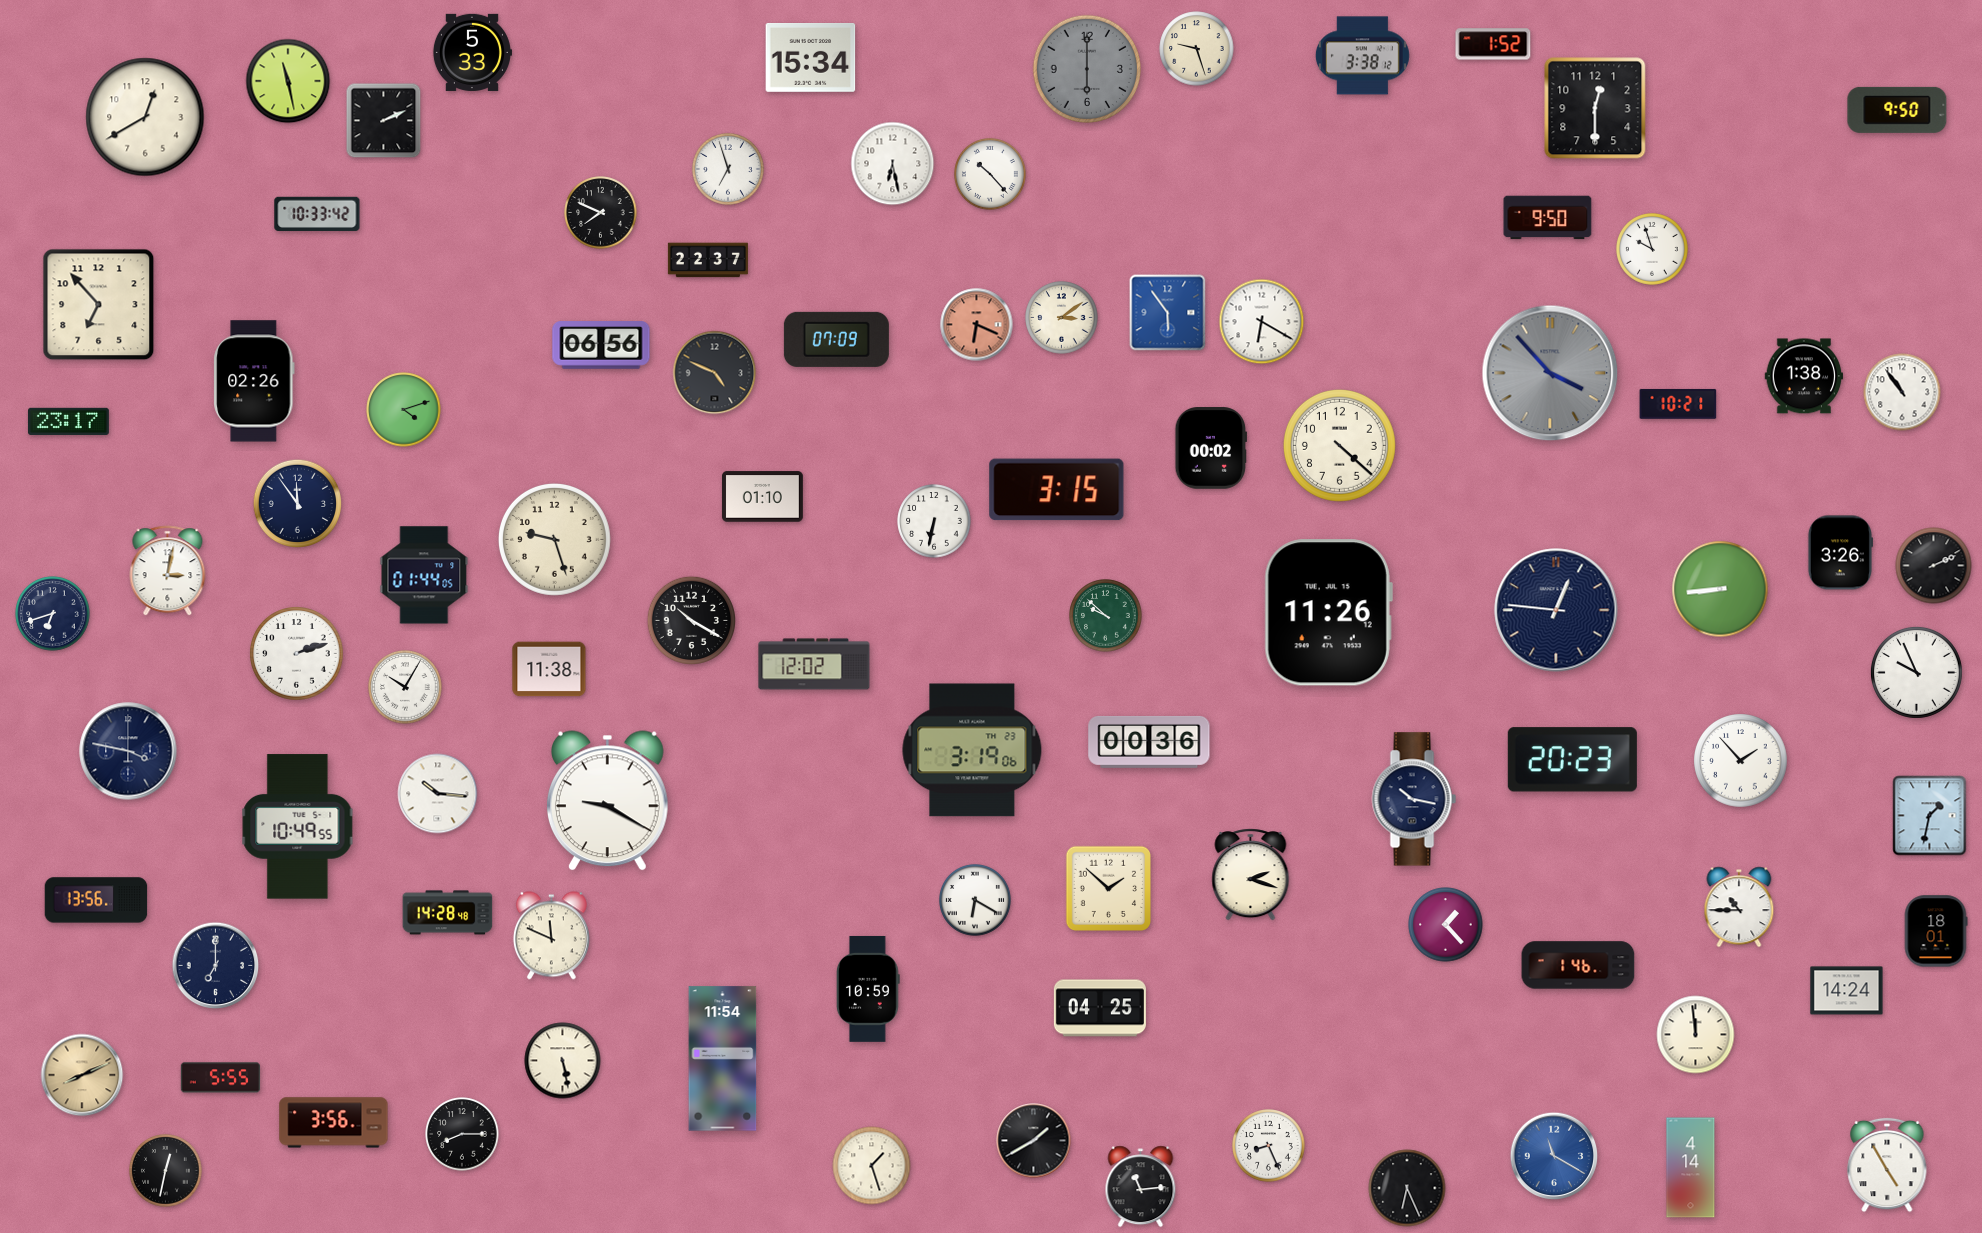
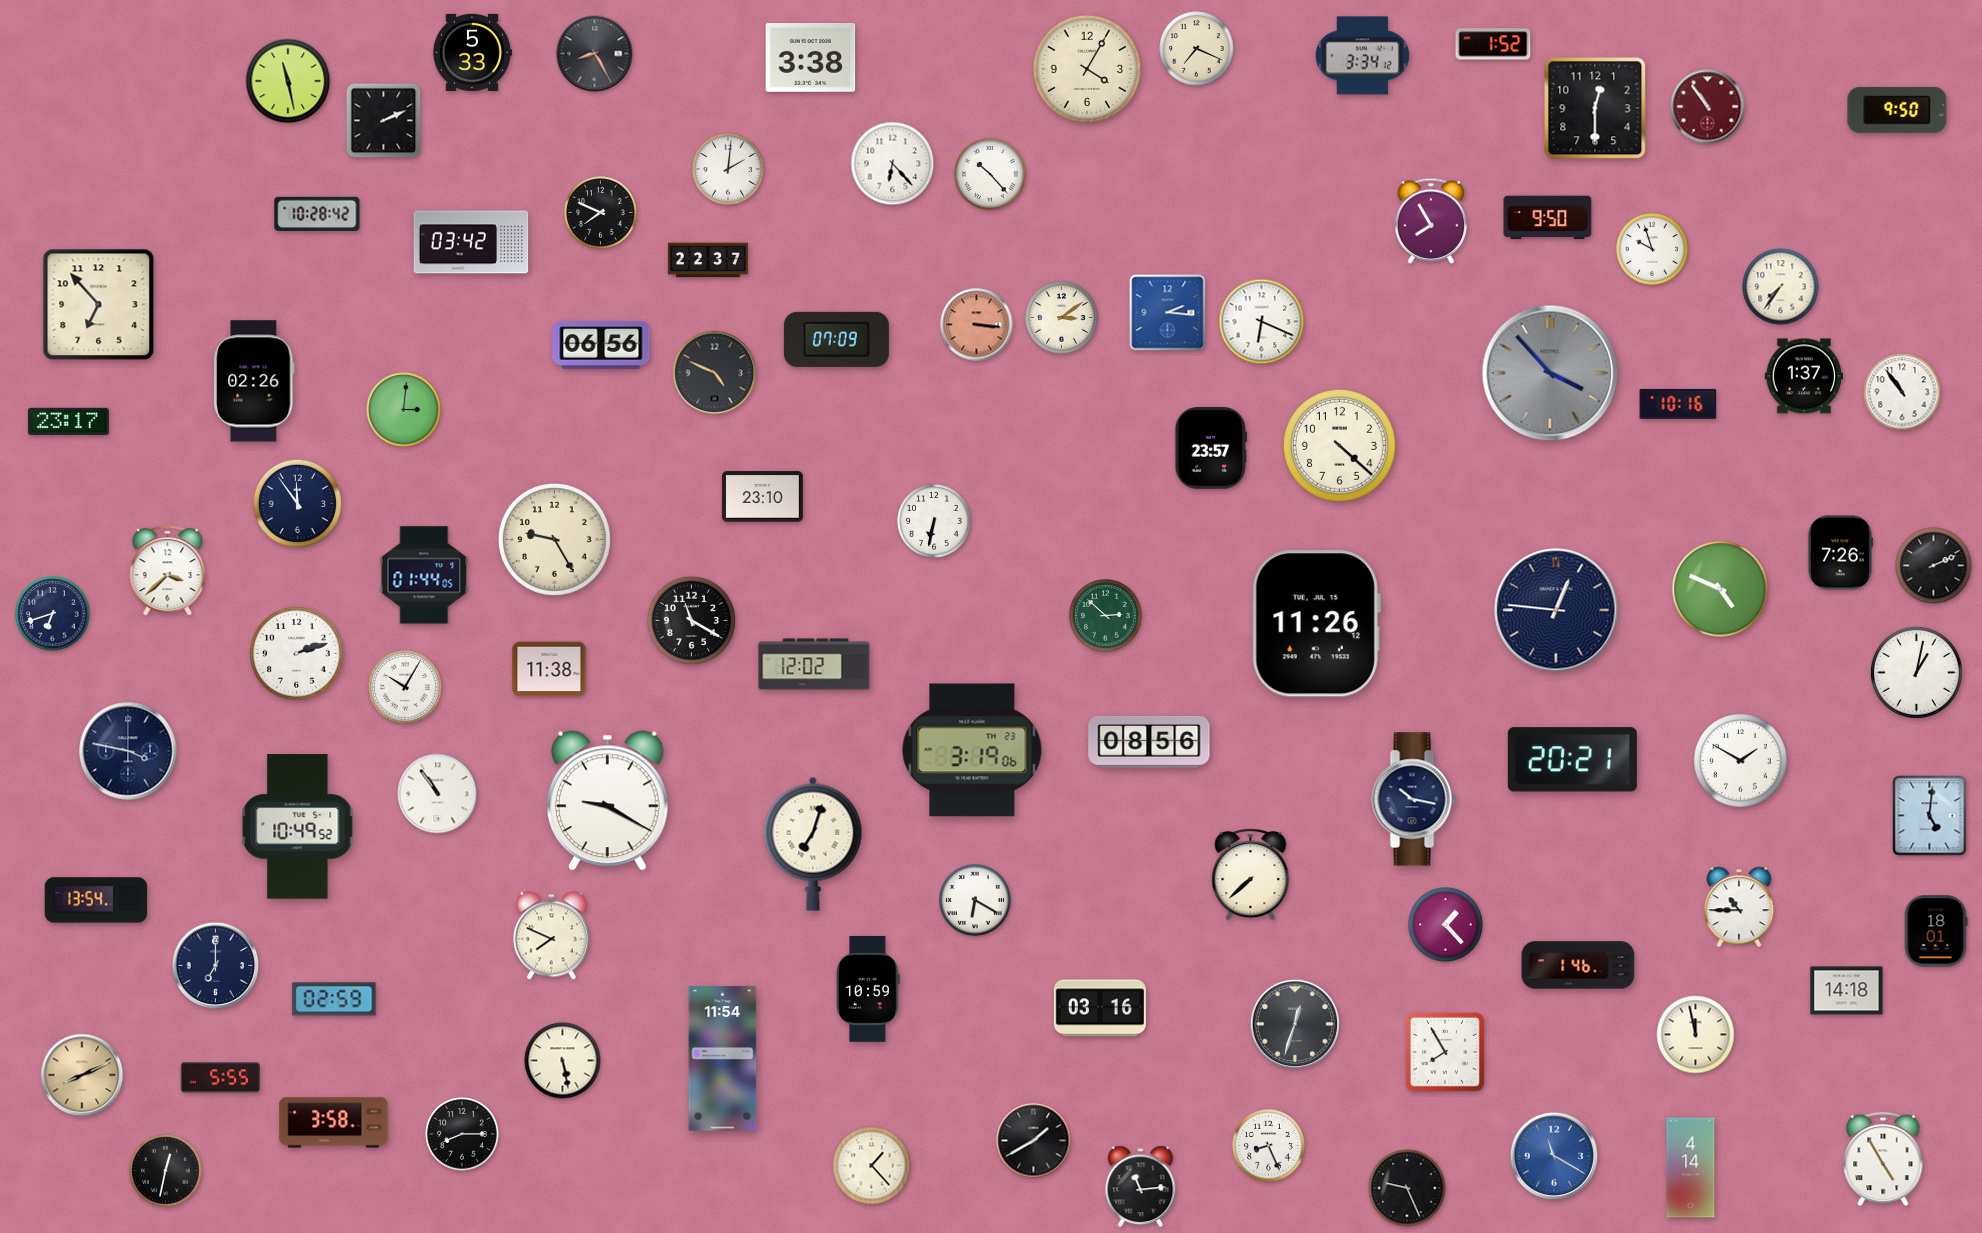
clock at (1197, 49): 9:27 -> 7:19
clock at (595, 54): none -> 8:25
clock at (1362, 56): 3:38 -> 3:34
clock at (811, 58): 15:34 -> 3:38
clock at (1086, 68): 6:00 -> 4:05
clock at (1086, 68) dial: grey -> cream
clock at (1708, 107): none -> 10:54
clock at (145, 117): 12:40 -> none
clock at (893, 164): 6:28 -> 6:23
clock at (729, 170): 6:57 -> 2:01
clock at (317, 213): 10:33 -> 10:28
clock at (1431, 221): none -> 7:55
clock at (471, 242): none -> 03:42
clock at (1781, 287): none -> 7:36
clock at (1168, 313): 5:54 -> 2:16
clock at (1262, 322): 6:20 -> 6:19
clock at (977, 325): 6:19 -> 3:16
clock at (1804, 376): 1:38 -> 1:37
clock at (1678, 404): 10:21 -> 10:16
clock at (404, 410): 4:12 -> 3:01
clock at (1211, 448): 00:02 -> 23:57
clock at (1057, 490): 3:15 -> none
clock at (762, 497): 01:10 -> 23:10
clock at (554, 539): 9:27 -> 9:25
clock at (1840, 553): 3:26 -> 7:26
clock at (168, 571): 3:02 -> 3:38
clock at (1720, 589): 8:44 -> 4:49
clock at (1328, 613) position: (1328, 613) -> (1316, 624)
clock at (1106, 616): 9:52 -> 2:52
clock at (692, 621): 10:20 -> 11:20
clock at (1916, 672): 9:56 -> 1:02
clock at (1149, 742): 00:36 -> 08:56
clock at (1572, 760): 20:23 -> 20:21
clock at (1741, 761): 1:53 -> 1:50
clock at (438, 794): 10:16 -> 10:54
clock at (1930, 816): 1:32 -> 5:01
clock at (298, 827): 10:49:55 -> 10:49:52
clock at (813, 844): none -> 7:03
clock at (1251, 875): 2:18 -> 7:38
clock at (1108, 888): 1:52 -> none
clock at (96, 900): 13:56 -> 13:54
clock at (448, 913): 14:28 -> none
clock at (551, 936): 11:49 -> 7:49
clock at (1847, 991): 14:24 -> 14:18
clock at (334, 999): none -> 02:59
clock at (1100, 1008): 04:25 -> 03:16
clock at (1295, 1024): none -> 12:33
clock at (1696, 1035): 11:59 -> 11:58
clock at (1445, 1052): none -> 7:55
clock at (334, 1123): 3:56 -> 3:58
clock at (1887, 1165) position: (1887, 1165) -> (1883, 1159)
clock at (872, 1166): 1:27 -> 1:23
clock at (1407, 1188): 6:26 -> 9:26
